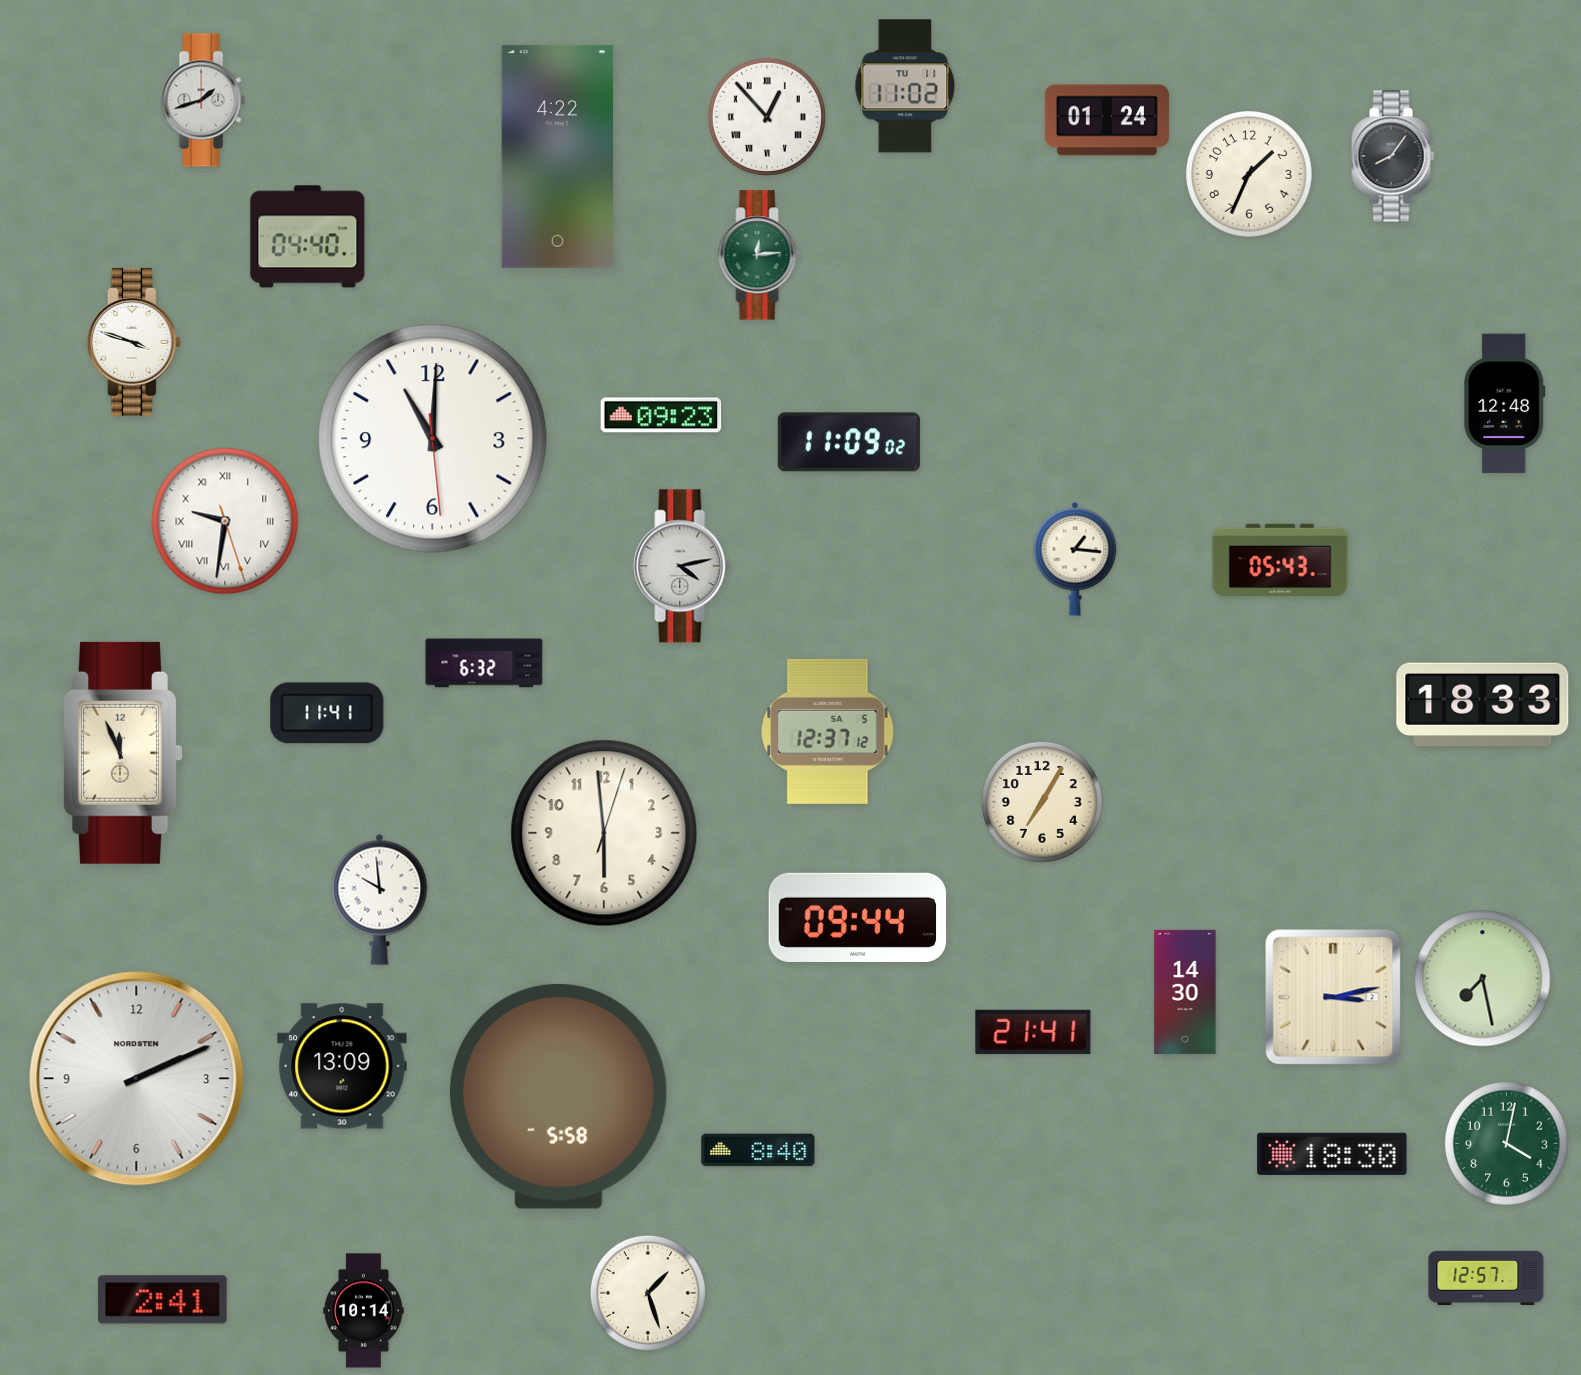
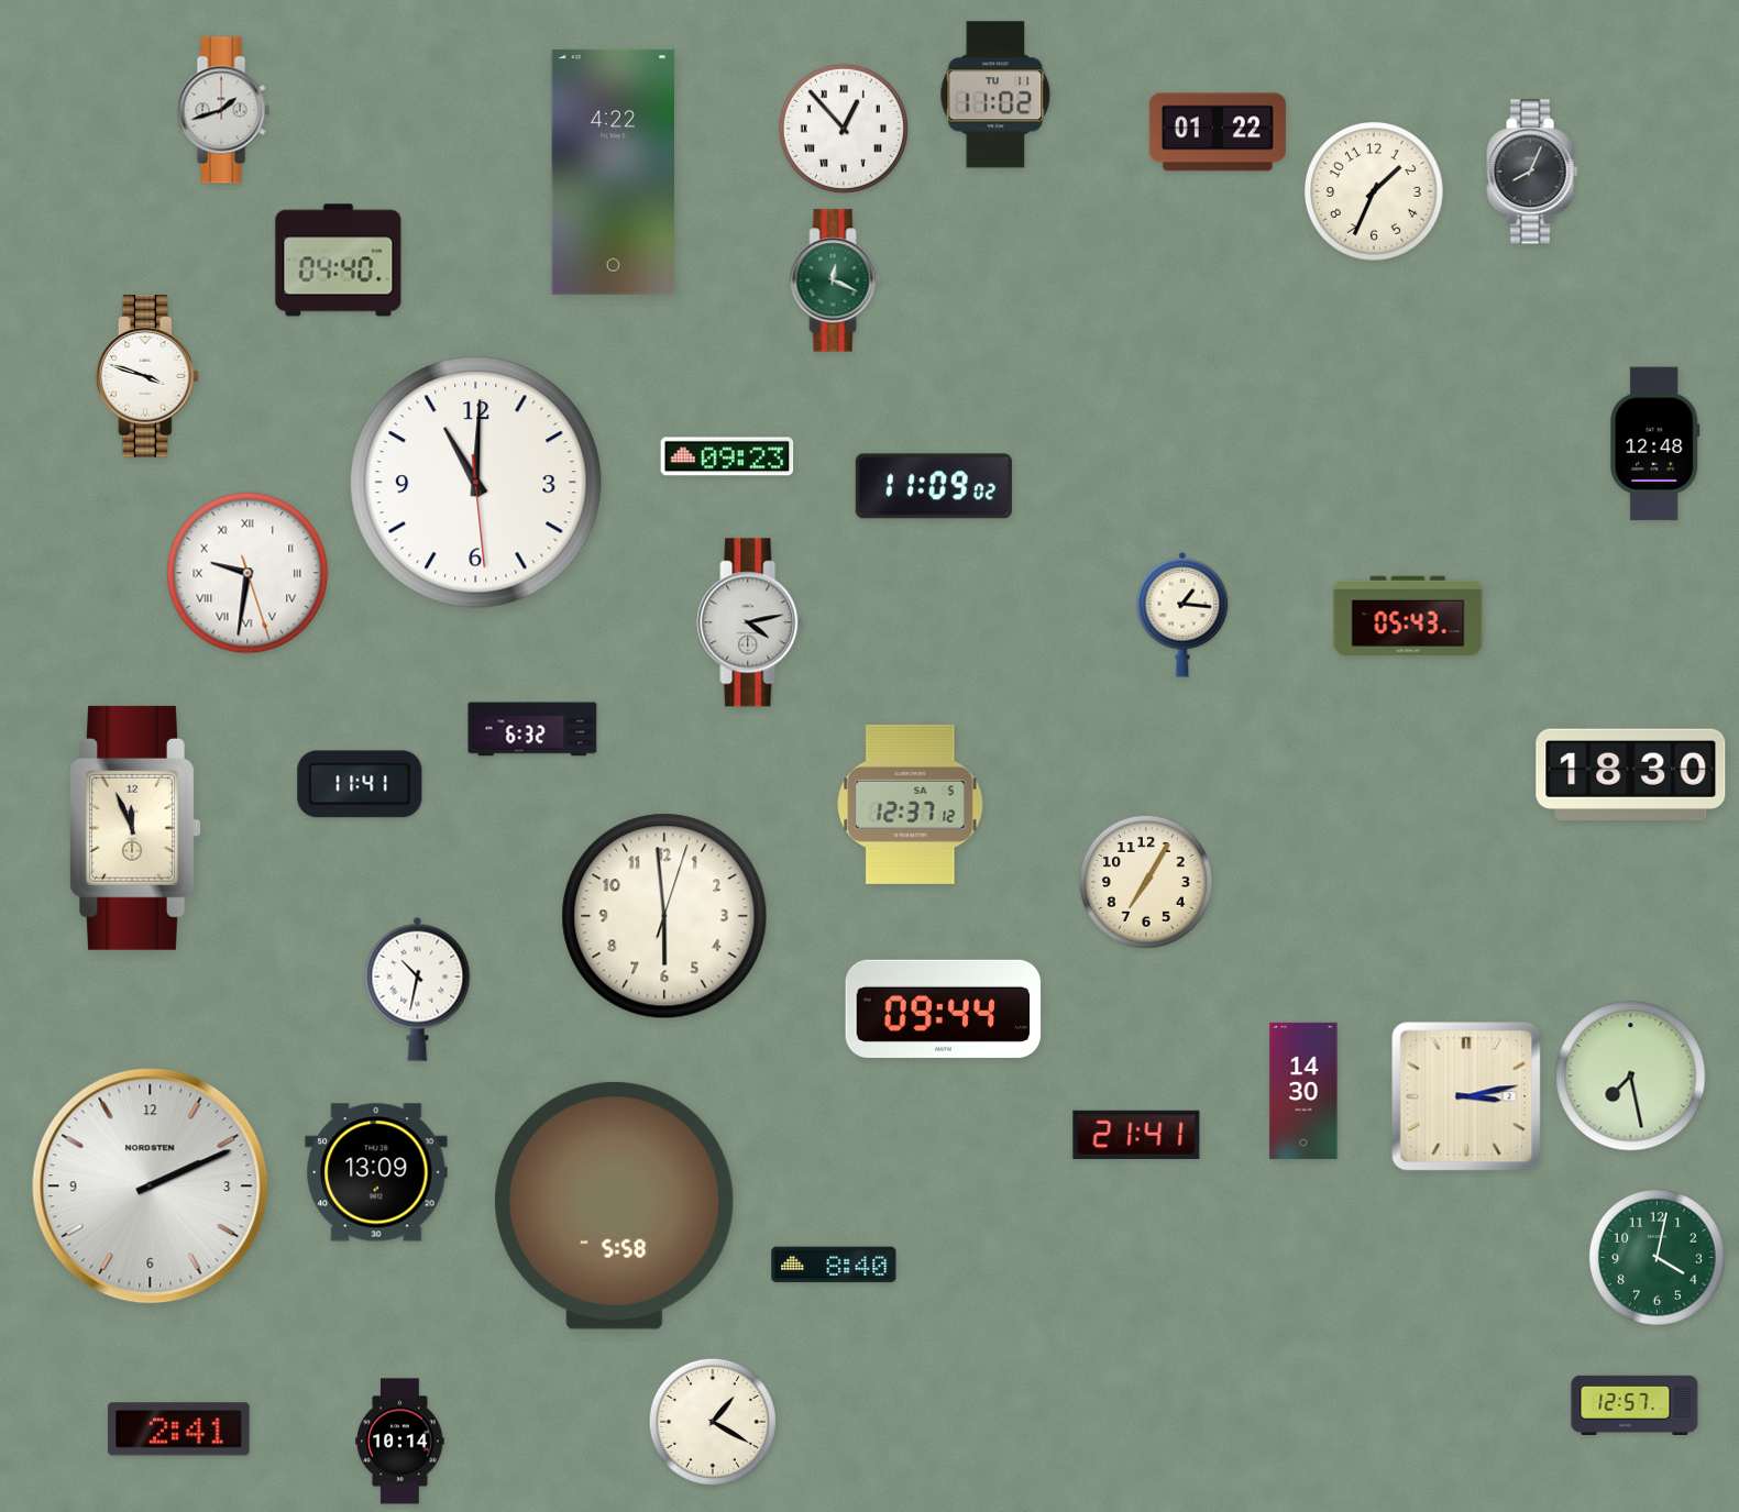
clock at (1107, 120): 01:24 -> 01:22
clock at (1393, 156): 8:06 -> 8:04
clock at (759, 255): 12:14 -> 12:19
clock at (1483, 704): 18:33 -> 18:30
clock at (380, 899): 9:59 -> 10:32
clock at (1332, 1154): 18:30 -> none
clock at (648, 1293): 1:27 -> 1:20
